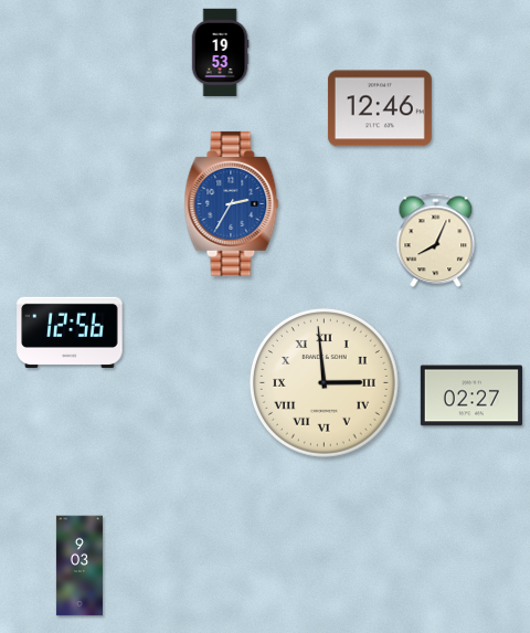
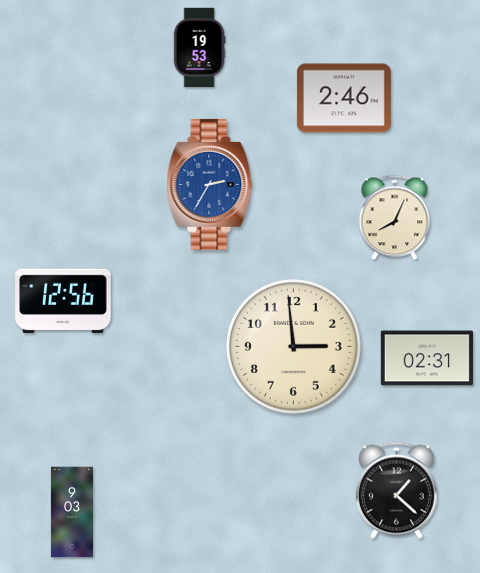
clock at (380, 108): 12:46 -> 2:46
clock at (324, 382) numerals: Roman -> Arabic
clock at (471, 395): 02:27 -> 02:31
clock at (396, 491): none -> 1:22
